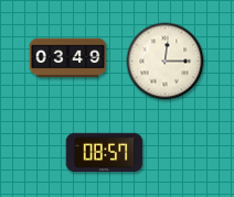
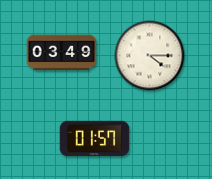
clock at (166, 62): 12:15 -> 4:15
clock at (105, 153): 08:57 -> 01:57
